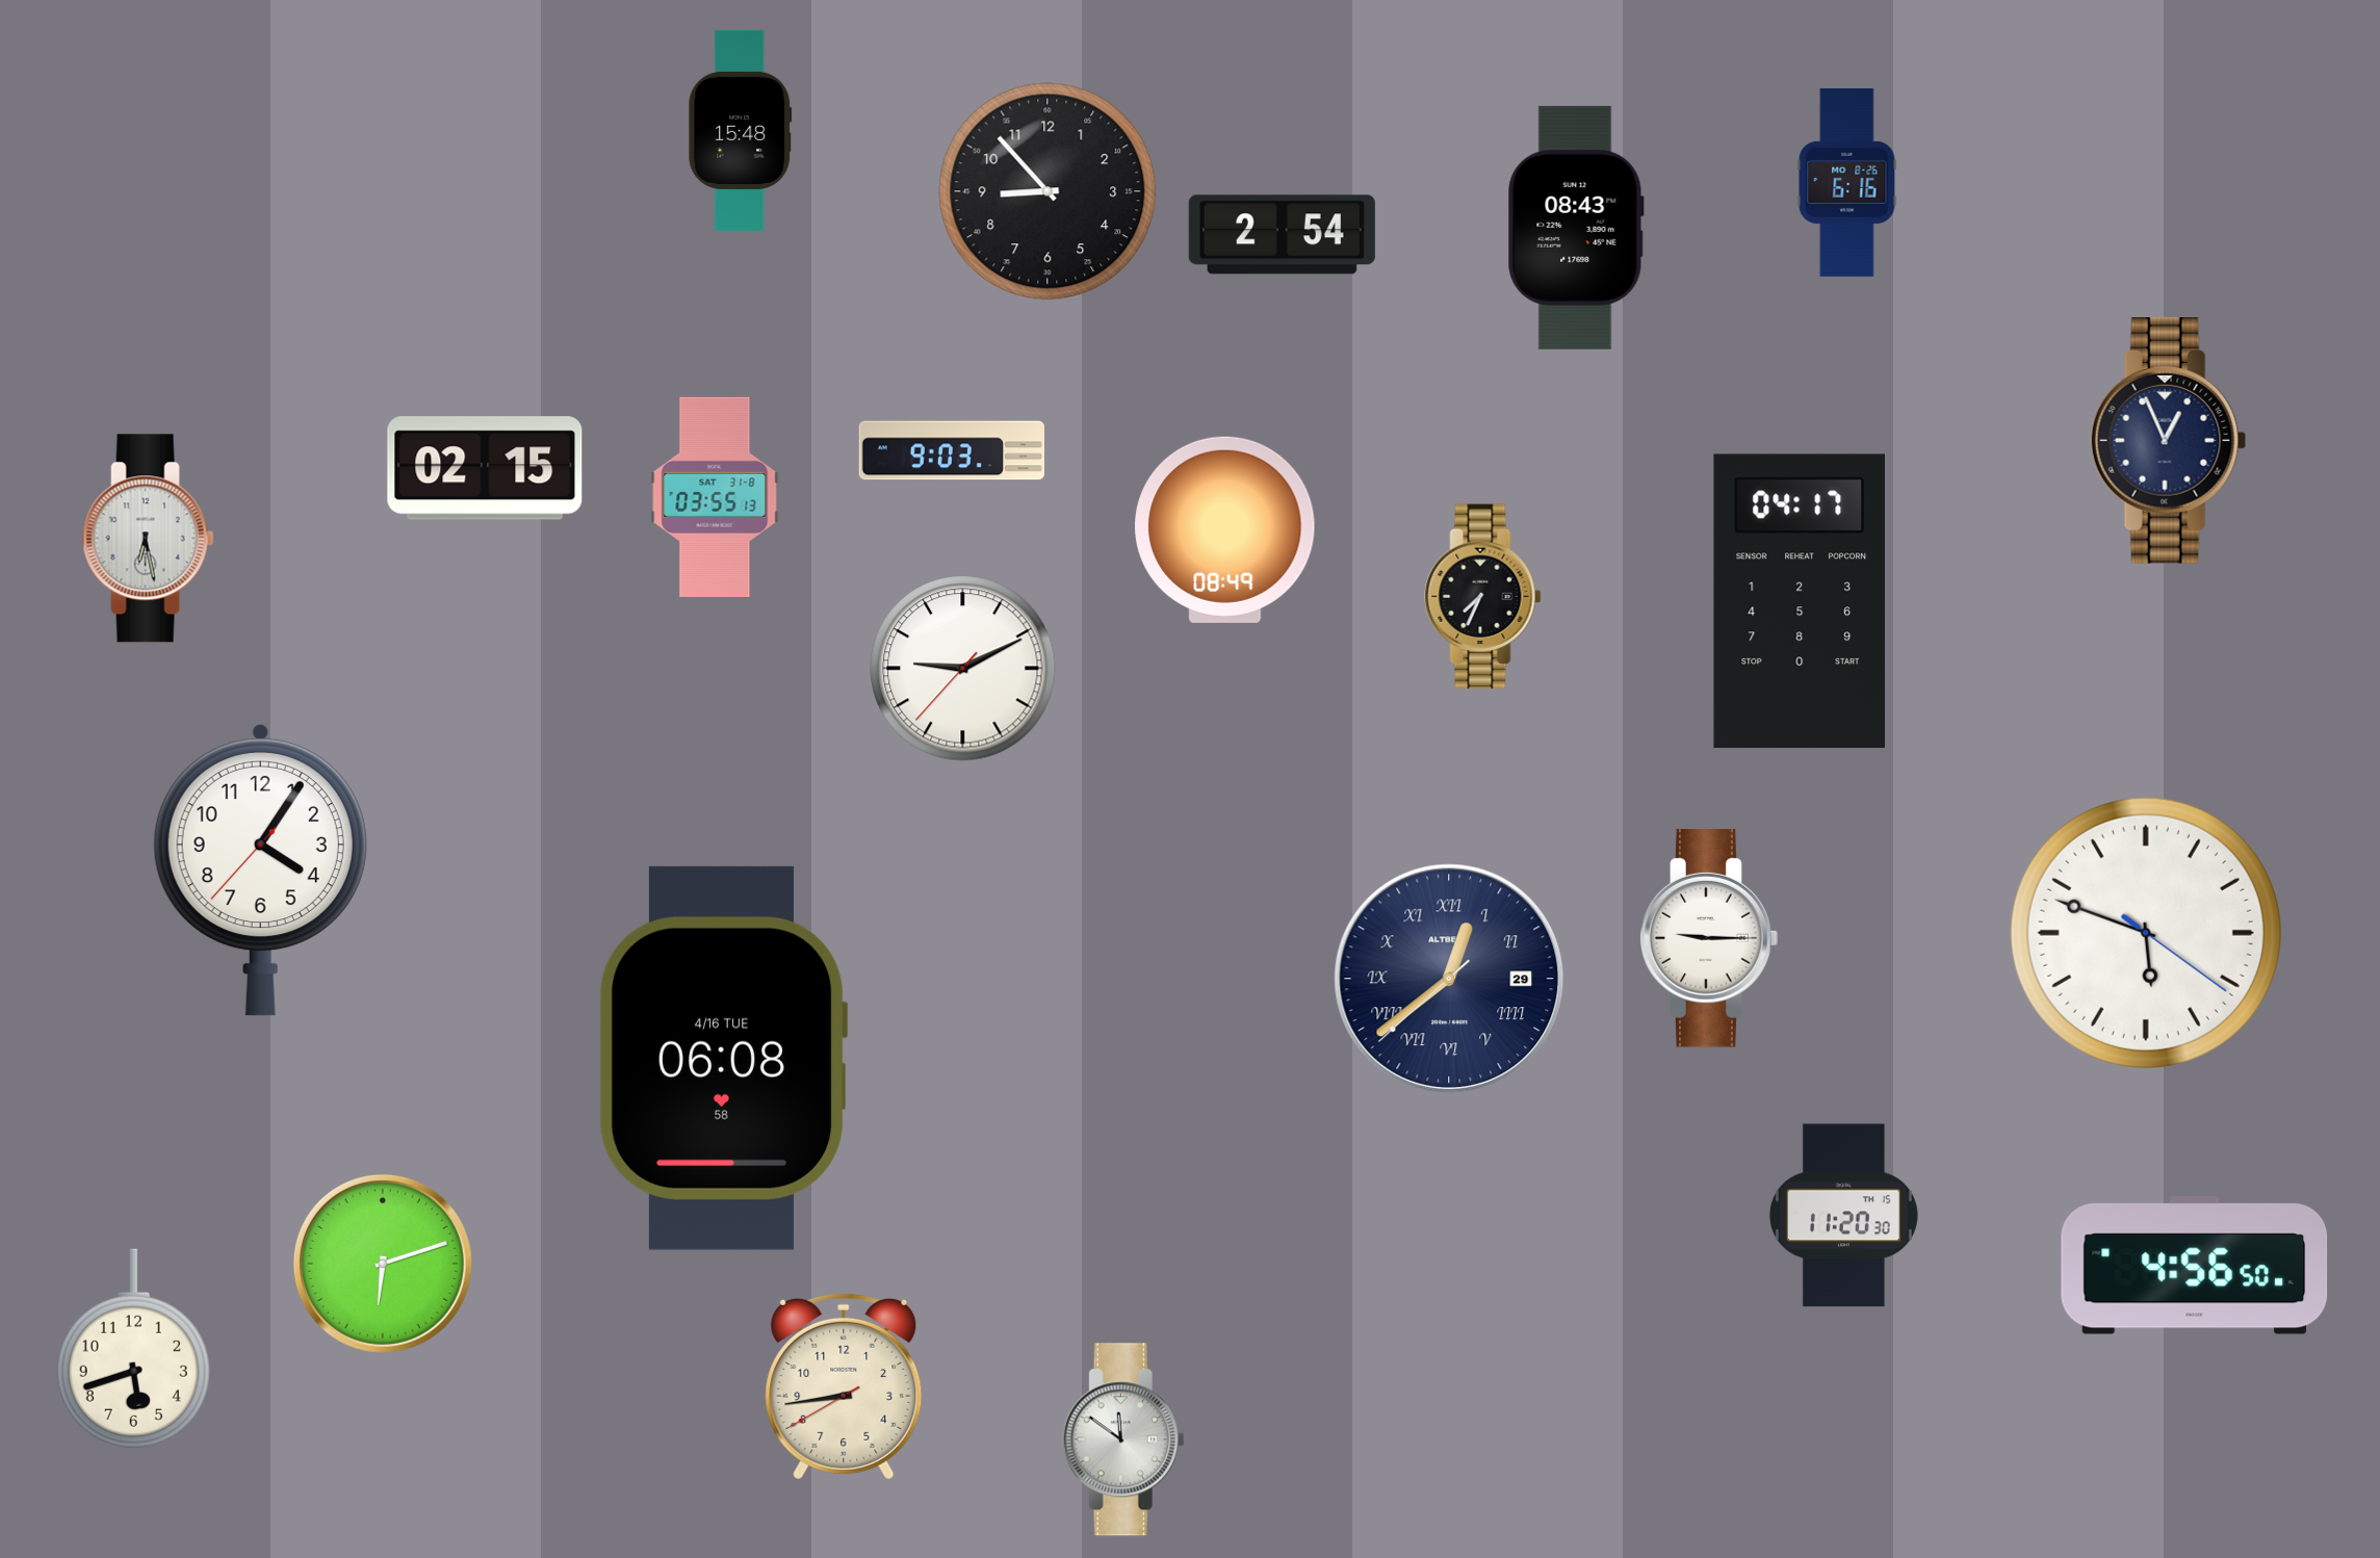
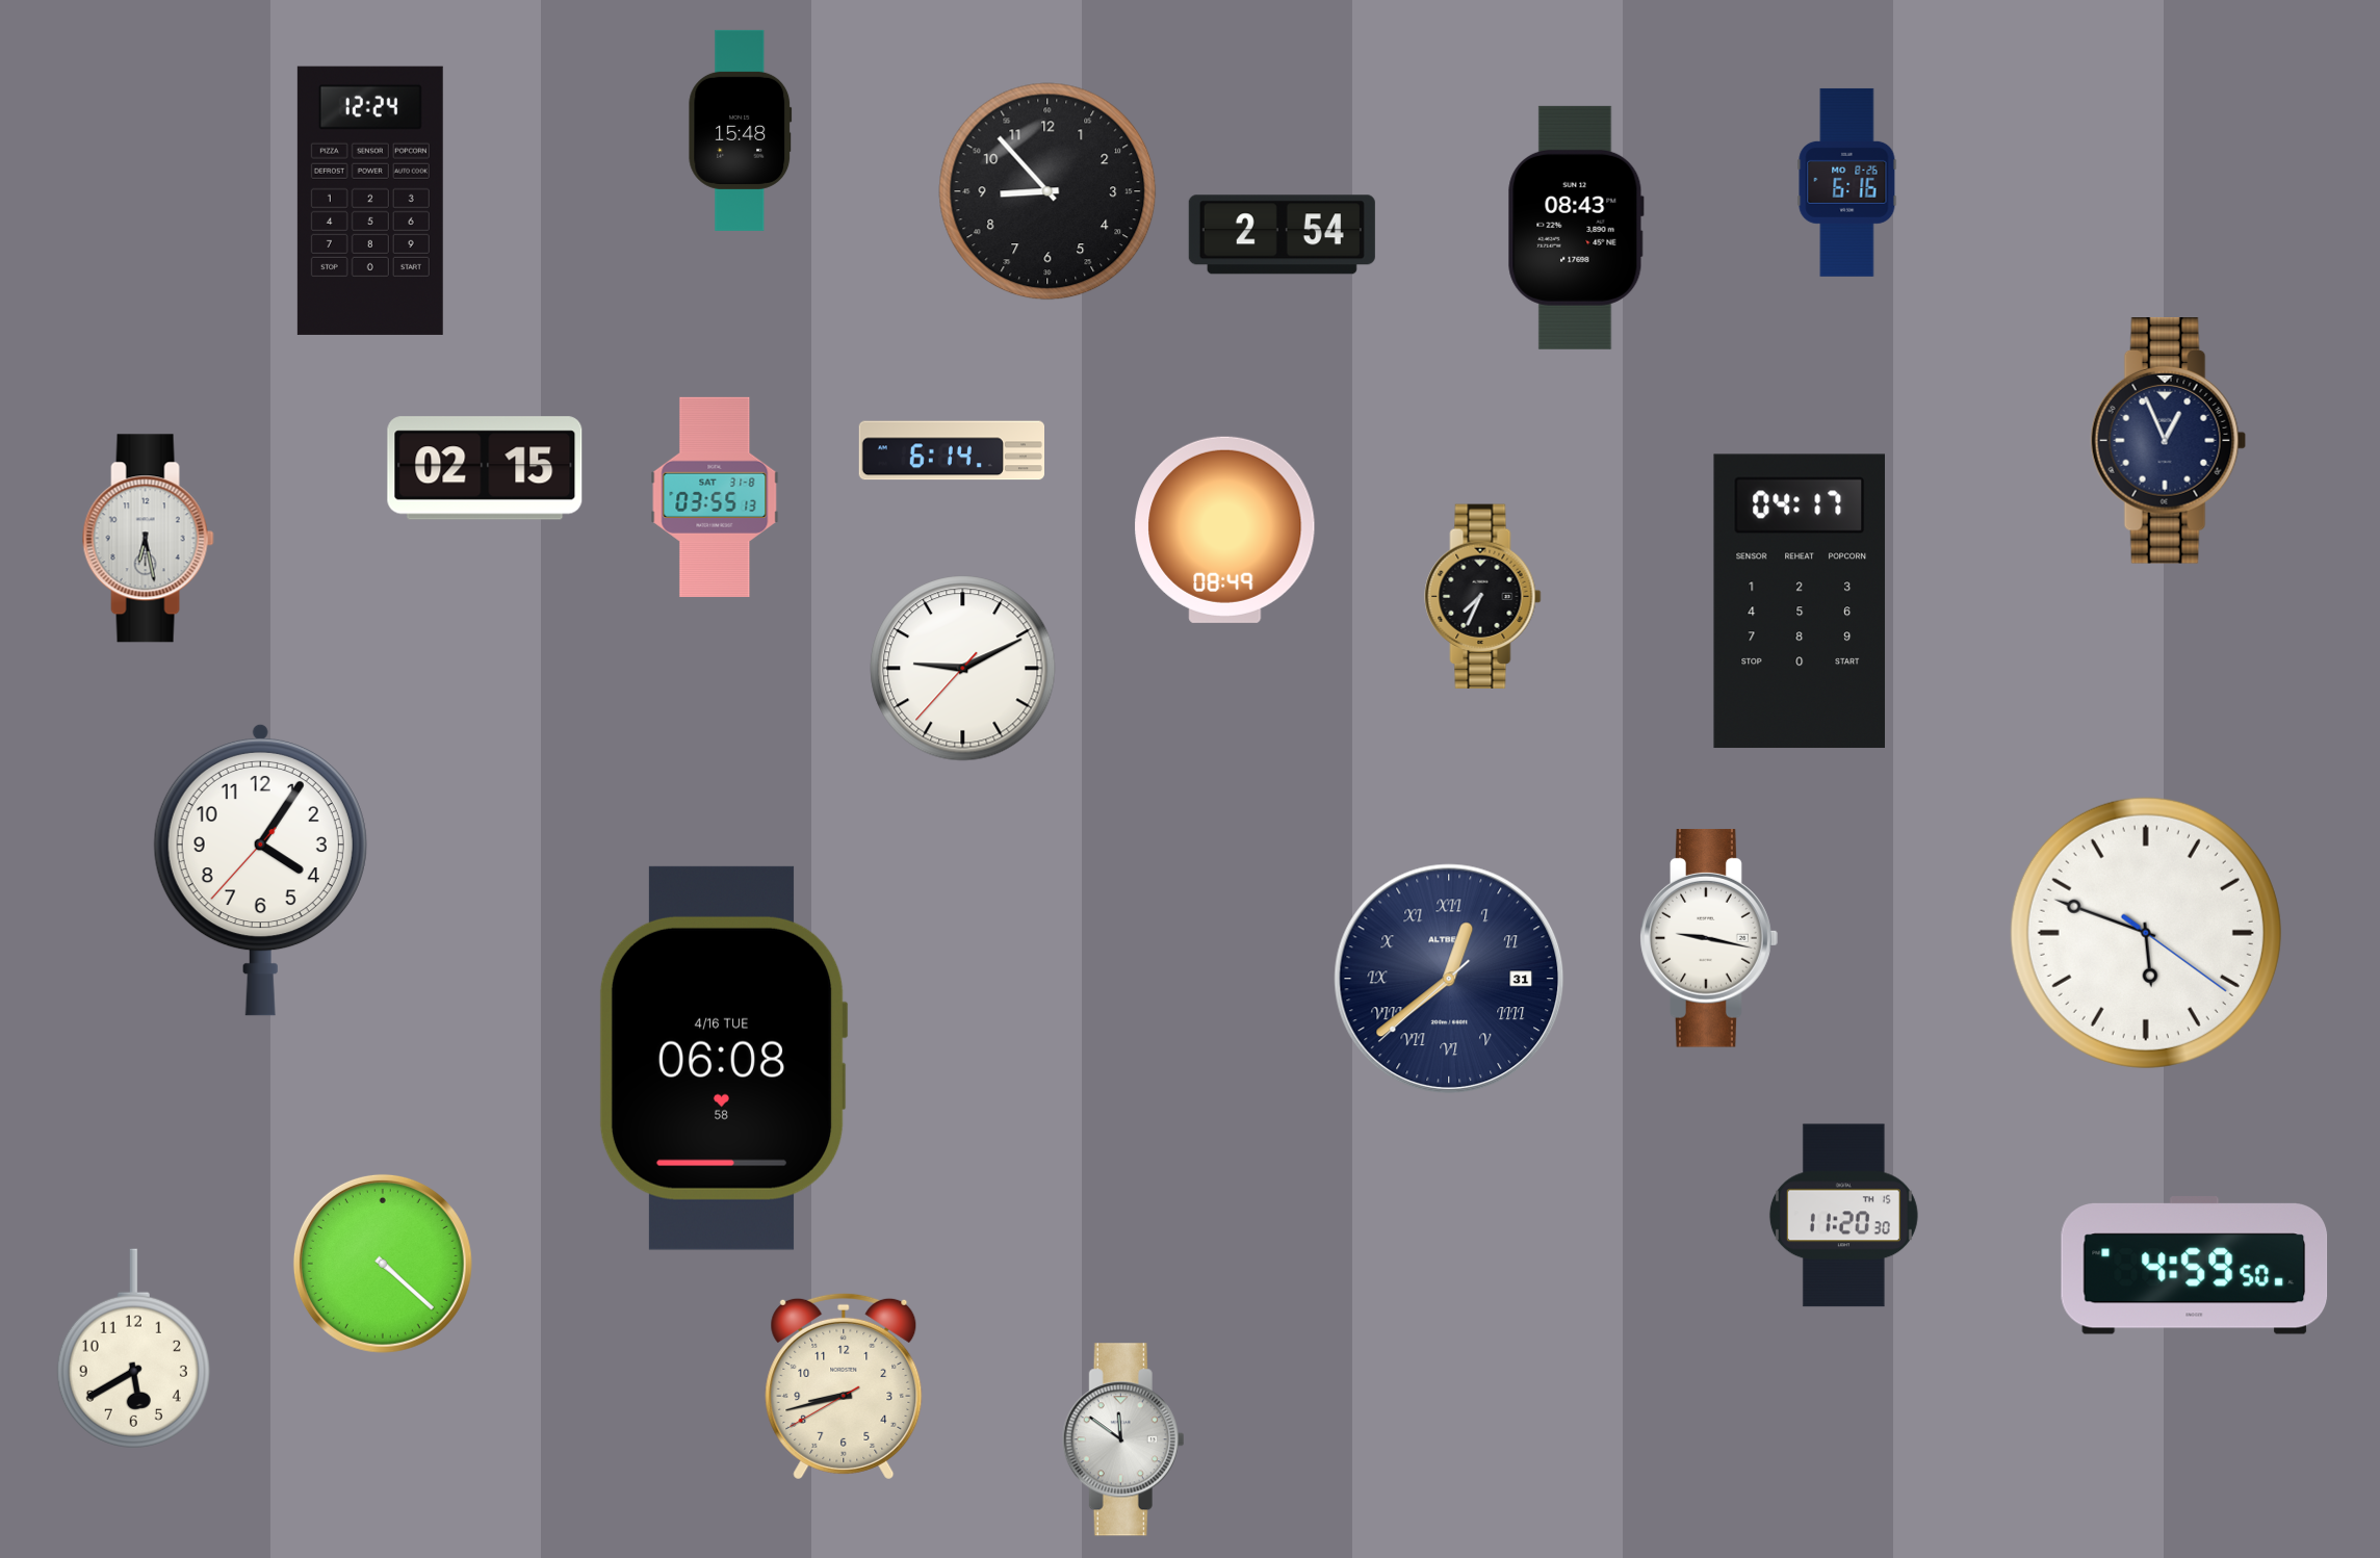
clock at (370, 201): none -> 12:24
clock at (951, 450): 9:03 -> 6:14
clock at (1709, 938): 9:15 -> 9:17
clock at (1449, 979) date: 29 -> 31
clock at (383, 1264): 6:12 -> 4:22
clock at (2195, 1266): 4:56 -> 4:59
clock at (133, 1349): 5:42 -> 5:40
clock at (844, 1386): 8:43 -> 8:42
